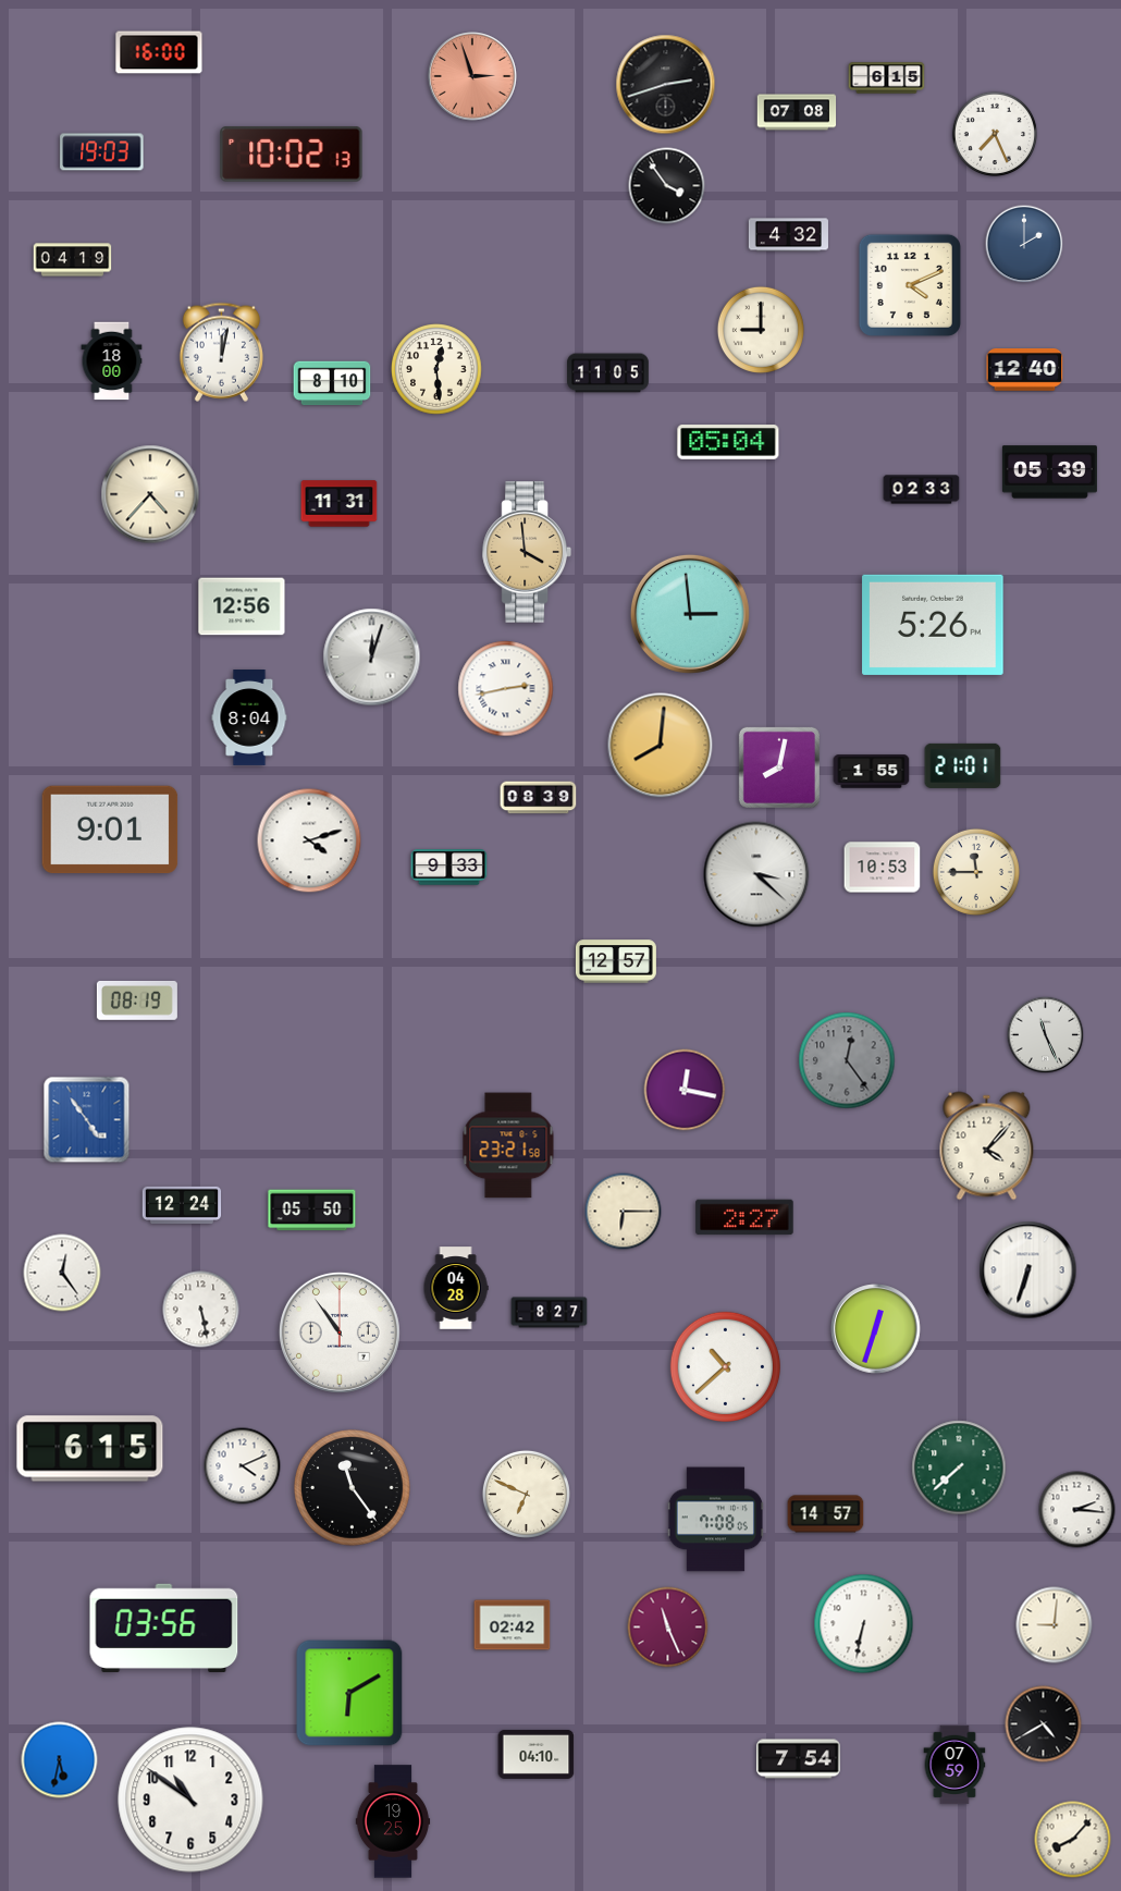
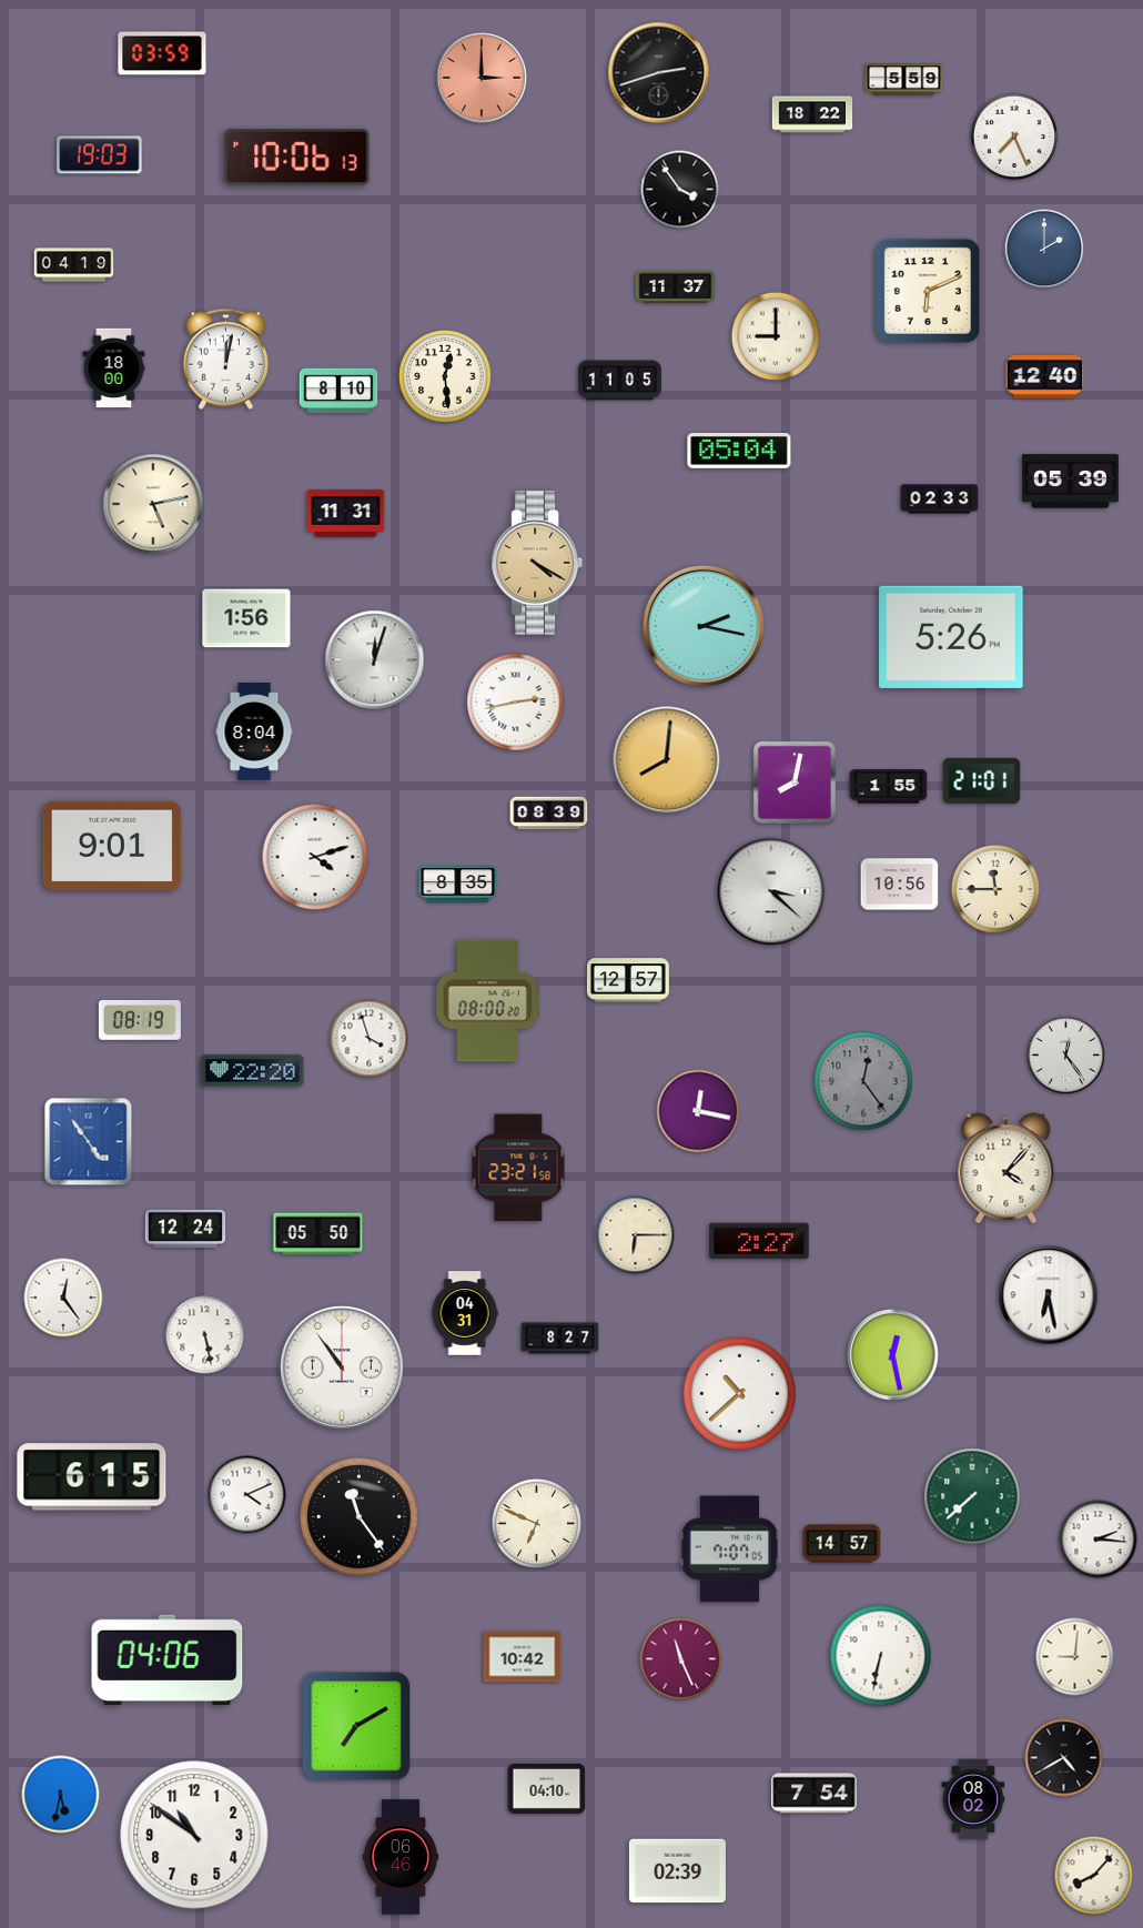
clock at (159, 52): 16:00 -> 03:59
clock at (472, 76): 2:57 -> 3:00
clock at (887, 78): 6:15 -> 5:59
clock at (666, 85) position: (666, 85) -> (659, 73)
clock at (797, 112): 07:08 -> 18:22
clock at (102, 152) position: (102, 152) -> (100, 155)
clock at (292, 154): 10:02 -> 10:06
clock at (788, 235): 4:32 -> none
clock at (676, 286): none -> 11:37
clock at (910, 285): 4:11 -> 6:11
clock at (728, 442) position: (728, 442) -> (739, 451)
clock at (150, 494): 4:37 -> 5:13
clock at (527, 552): 3:59 -> 4:20
clock at (242, 606): 12:56 -> 1:56
clock at (690, 614): 2:59 -> 2:17
clock at (372, 658) position: (372, 658) -> (375, 660)
clock at (661, 746) position: (661, 746) -> (667, 760)
clock at (449, 868): 9:33 -> 8:35
clock at (883, 868): 10:53 -> 10:56
clock at (487, 1001): none -> 08:00
clock at (370, 1039): none -> 3:57
clock at (1046, 1035): 11:26 -> 12:24
clock at (253, 1071): none -> 22:20
clock at (1028, 1270): 6:33 -> 6:28
clock at (456, 1288): 04:28 -> 04:31
clock at (876, 1329): 12:33 -> 12:28
clock at (340, 1333) position: (340, 1333) -> (342, 1367)
clock at (959, 1468) position: (959, 1468) -> (972, 1496)
clock at (715, 1520): 7:08 -> 7:07
clock at (513, 1625): 02:42 -> 10:42
clock at (164, 1628): 03:56 -> 04:06
clock at (349, 1693): 6:10 -> 7:10
clock at (954, 1765): 07:59 -> 08:02
clock at (393, 1821): 19:25 -> 06:46
clock at (677, 1871): none -> 02:39
